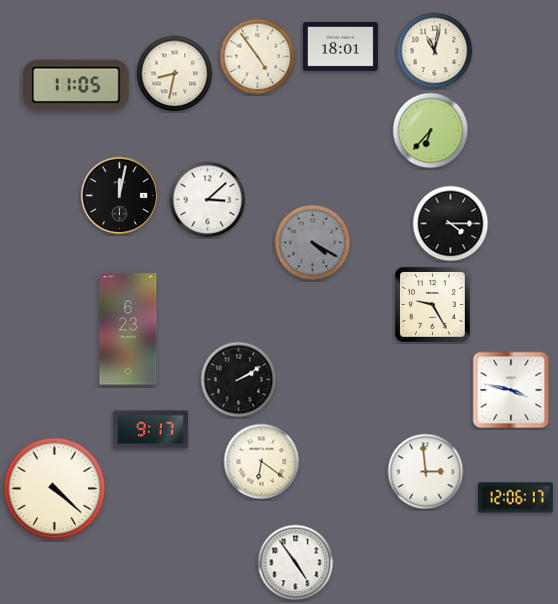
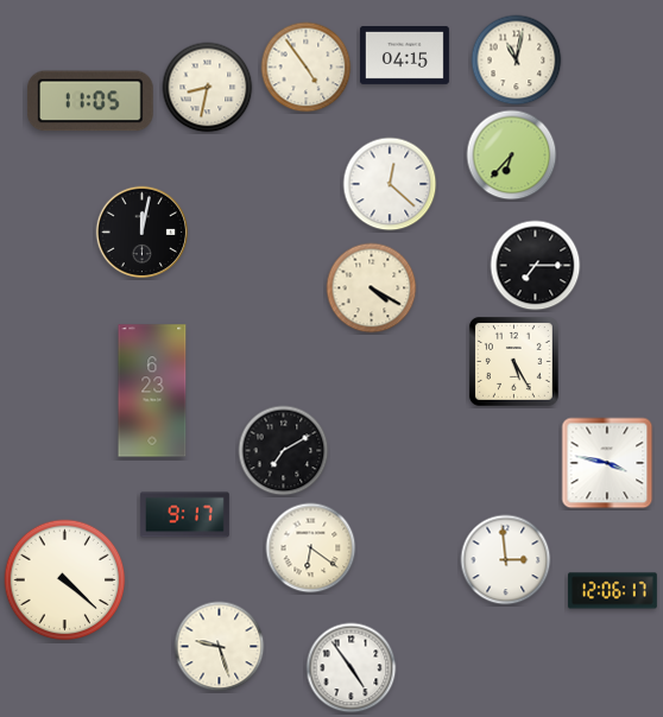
clock at (340, 46): 18:01 -> 04:15
clock at (390, 184): none -> 12:22
clock at (208, 200): 3:08 -> none
clock at (451, 224): 4:15 -> 7:15
clock at (313, 243) dial: grey -> cream
clock at (432, 304): 9:25 -> 5:25
clock at (239, 380): 2:10 -> 7:10
clock at (150, 430) position: (150, 430) -> (184, 515)
clock at (220, 647): none -> 9:27
